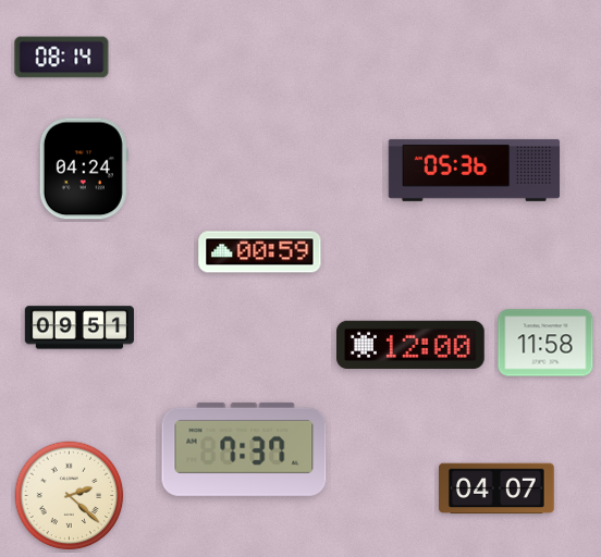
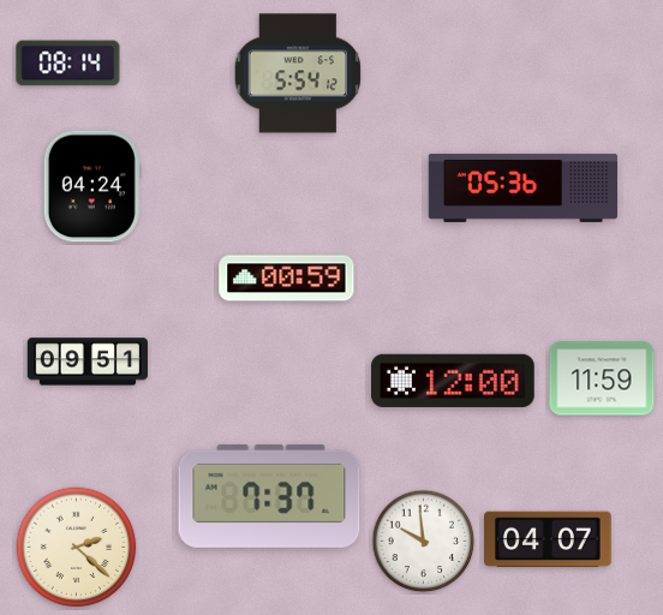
clock at (298, 73): none -> 5:54
clock at (545, 343): 11:58 -> 11:59
clock at (424, 542): none -> 9:59
